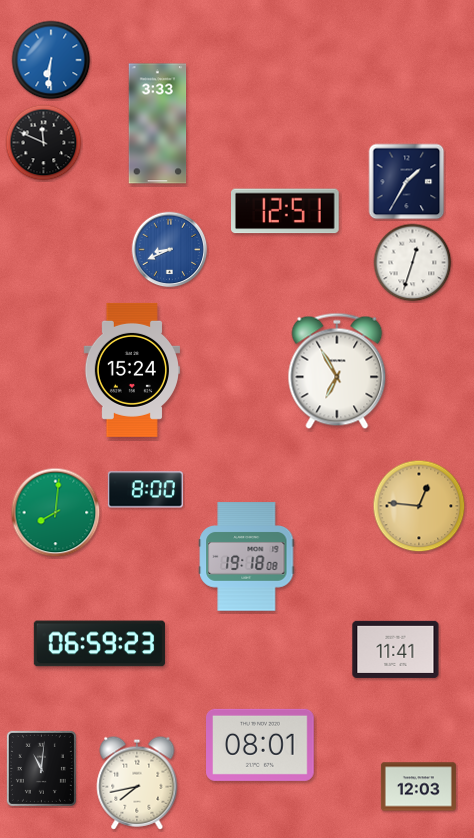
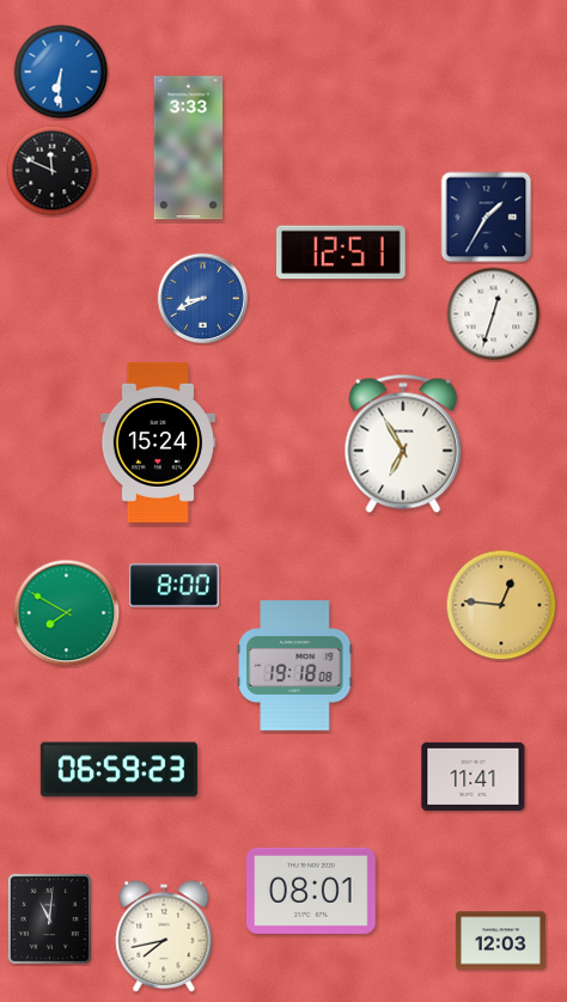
clock at (56, 513): 8:01 -> 7:50
